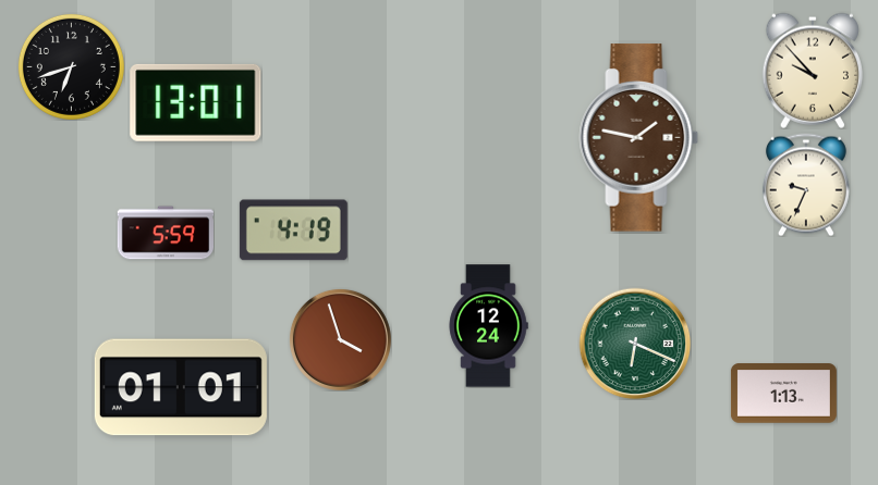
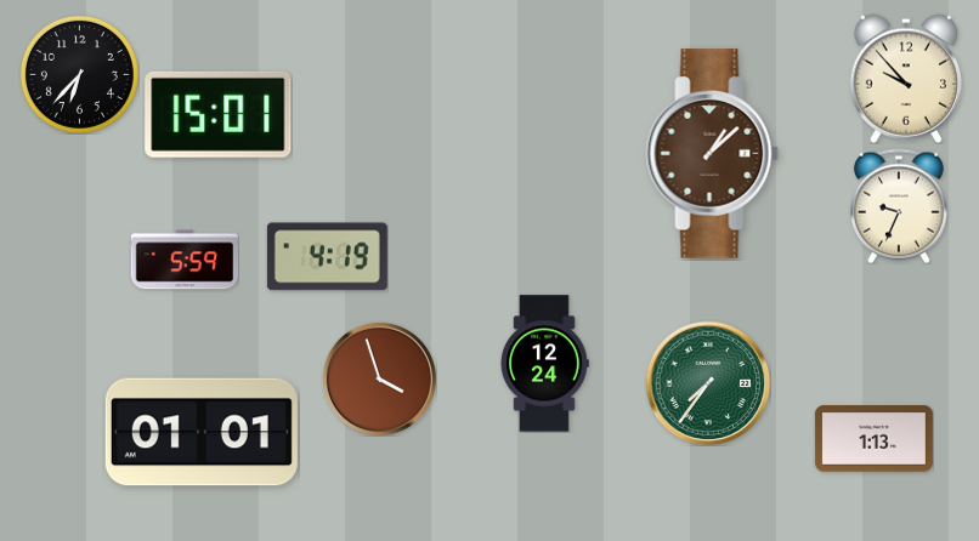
clock at (71, 66): 6:42 -> 6:37
clock at (196, 102): 13:01 -> 15:01
clock at (639, 138): 1:47 -> 1:08
clock at (635, 344): 6:19 -> 7:36
